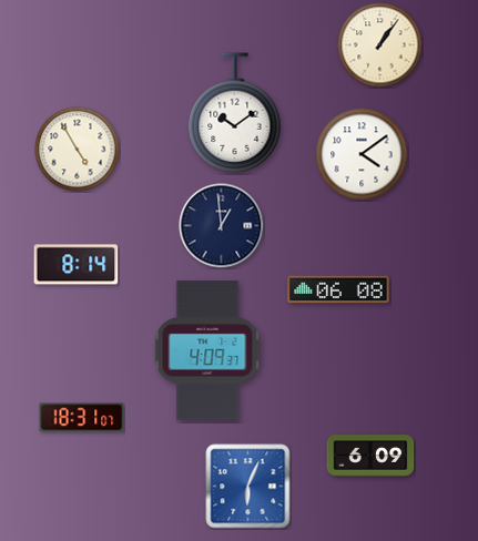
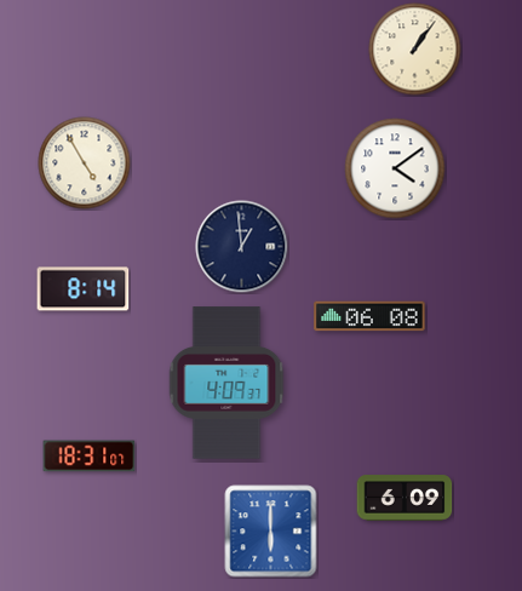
clock at (235, 113): 10:09 -> none
clock at (248, 487): 6:04 -> 6:00
